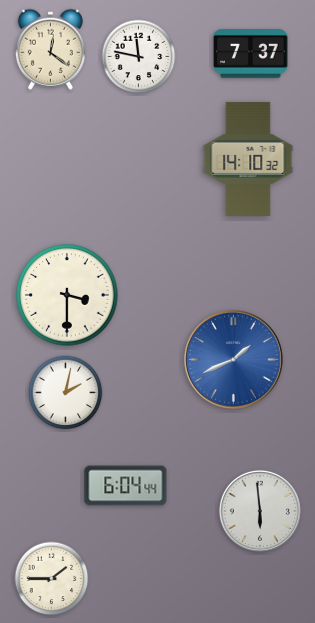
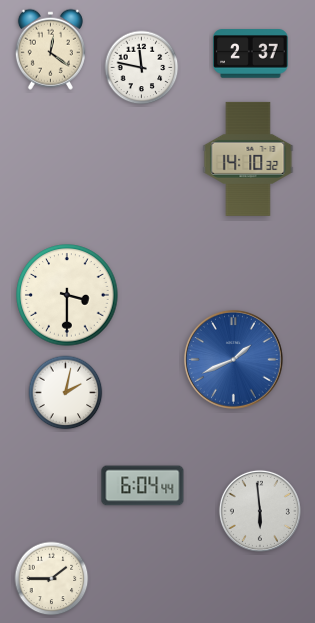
clock at (251, 54): 7:37 -> 2:37
clock at (139, 57) position: (139, 57) -> (142, 68)
clock at (126, 486) position: (126, 486) -> (143, 486)
